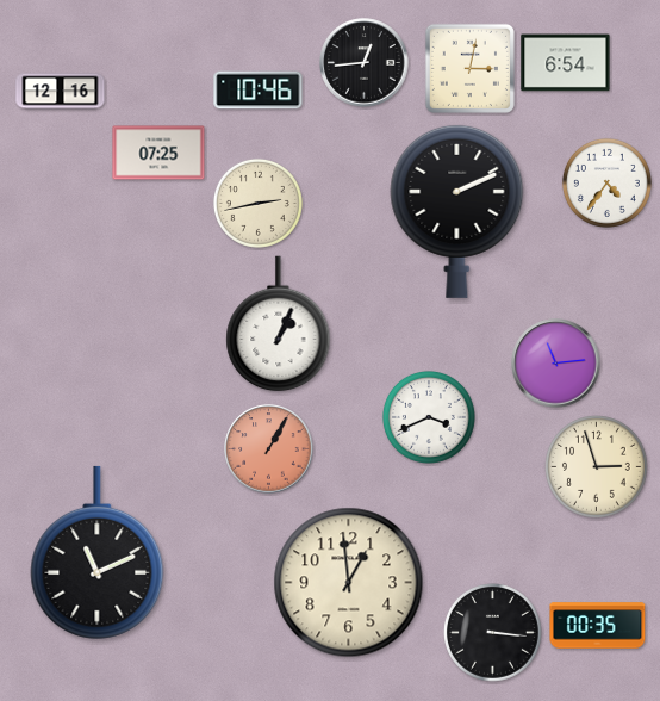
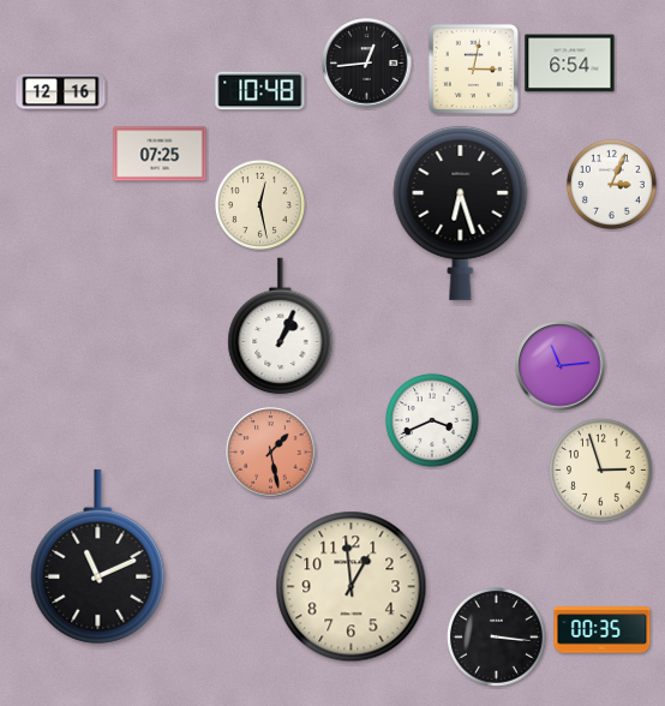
clock at (259, 91): 10:46 -> 10:48
clock at (606, 182): 4:36 -> 3:04
clock at (257, 203): 2:43 -> 12:28
clock at (457, 211): 2:11 -> 6:27
clock at (269, 449): 1:05 -> 1:28
